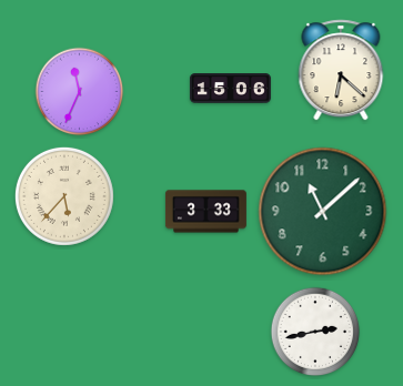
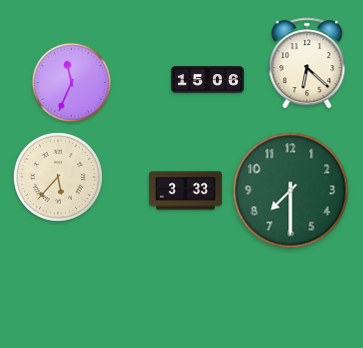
clock at (323, 212): 11:08 -> 7:30
clock at (315, 332): 2:43 -> none
